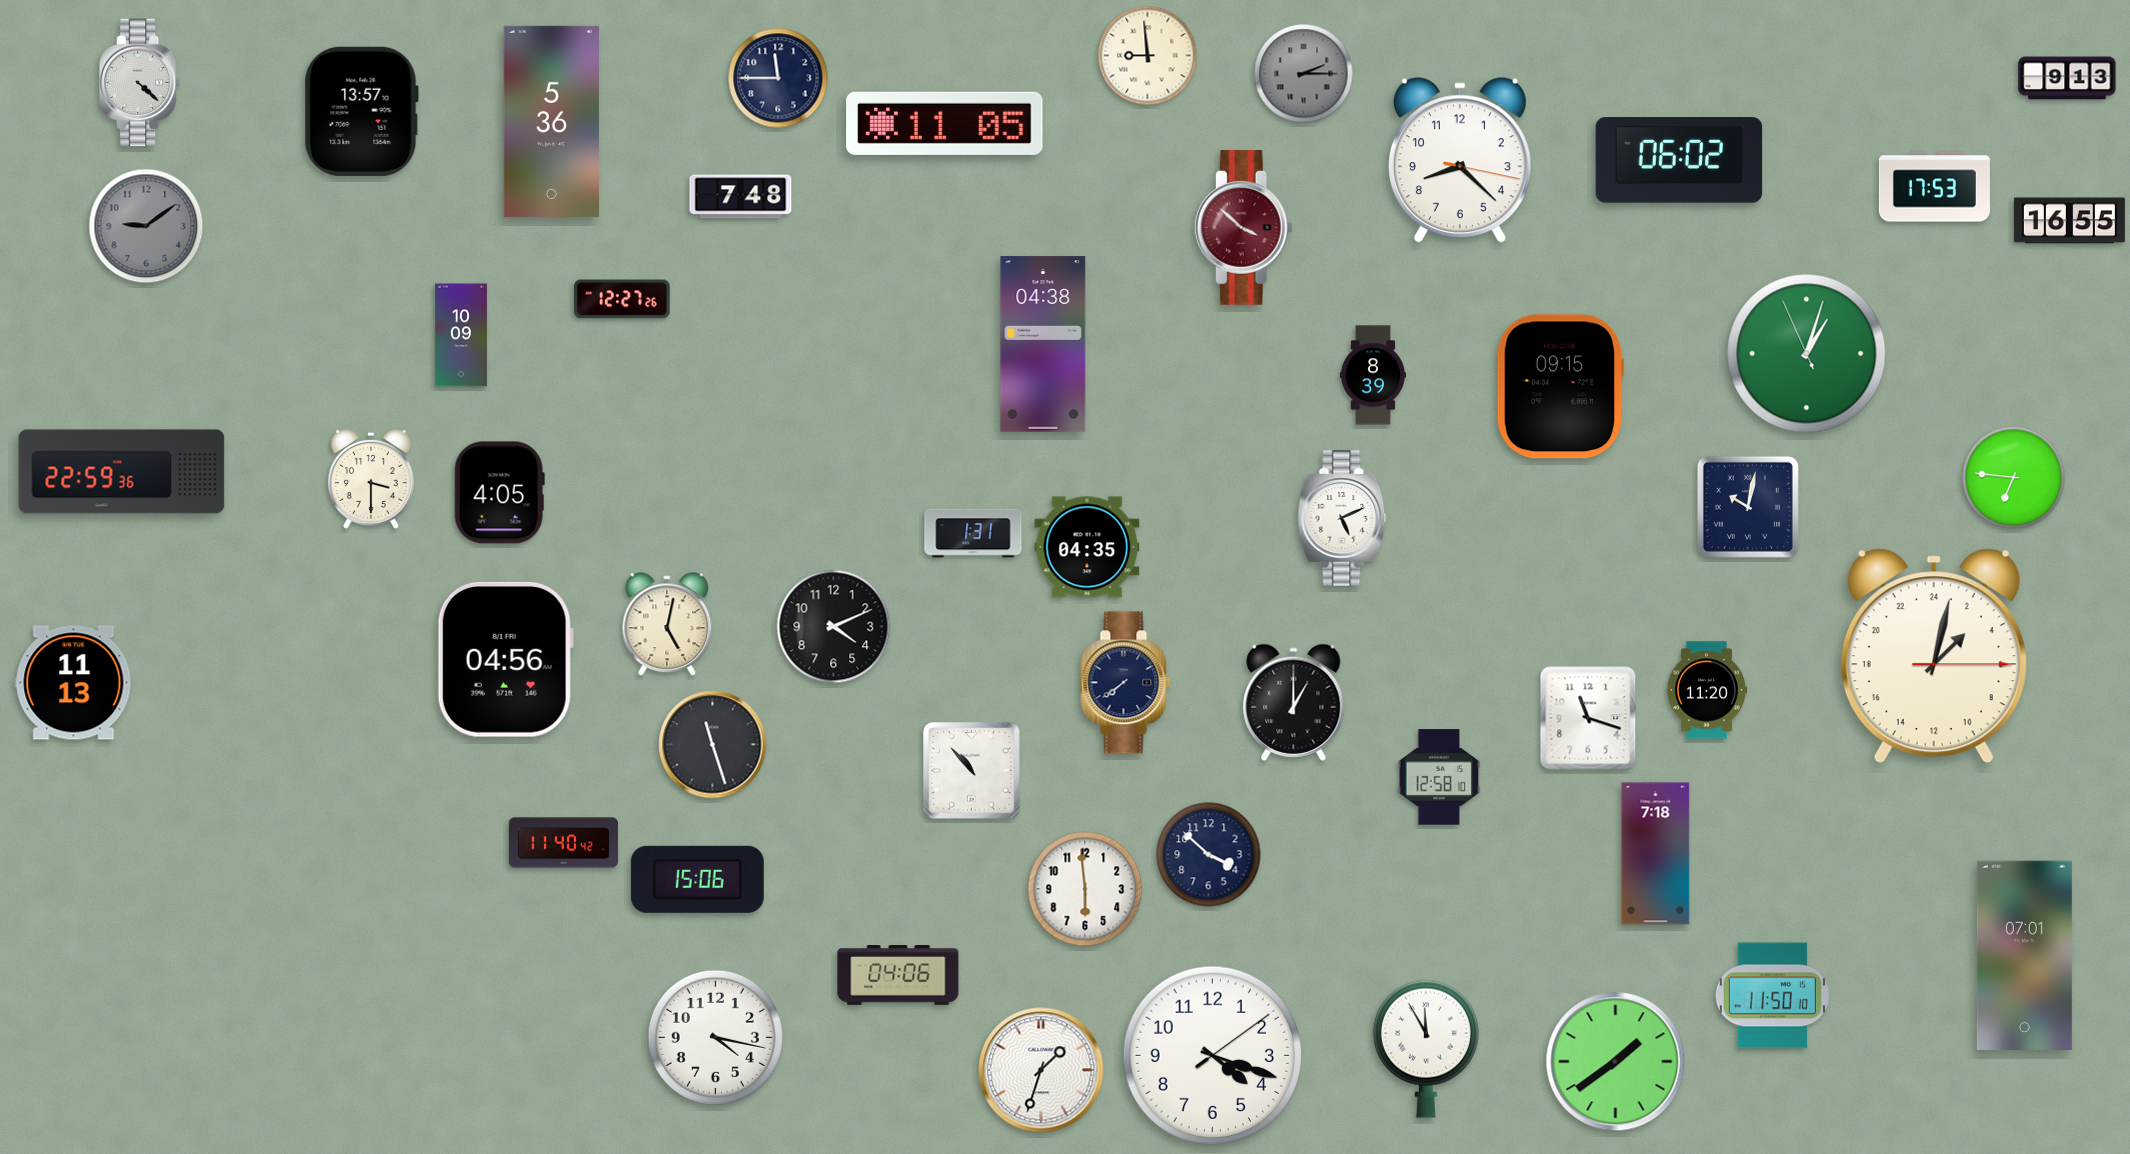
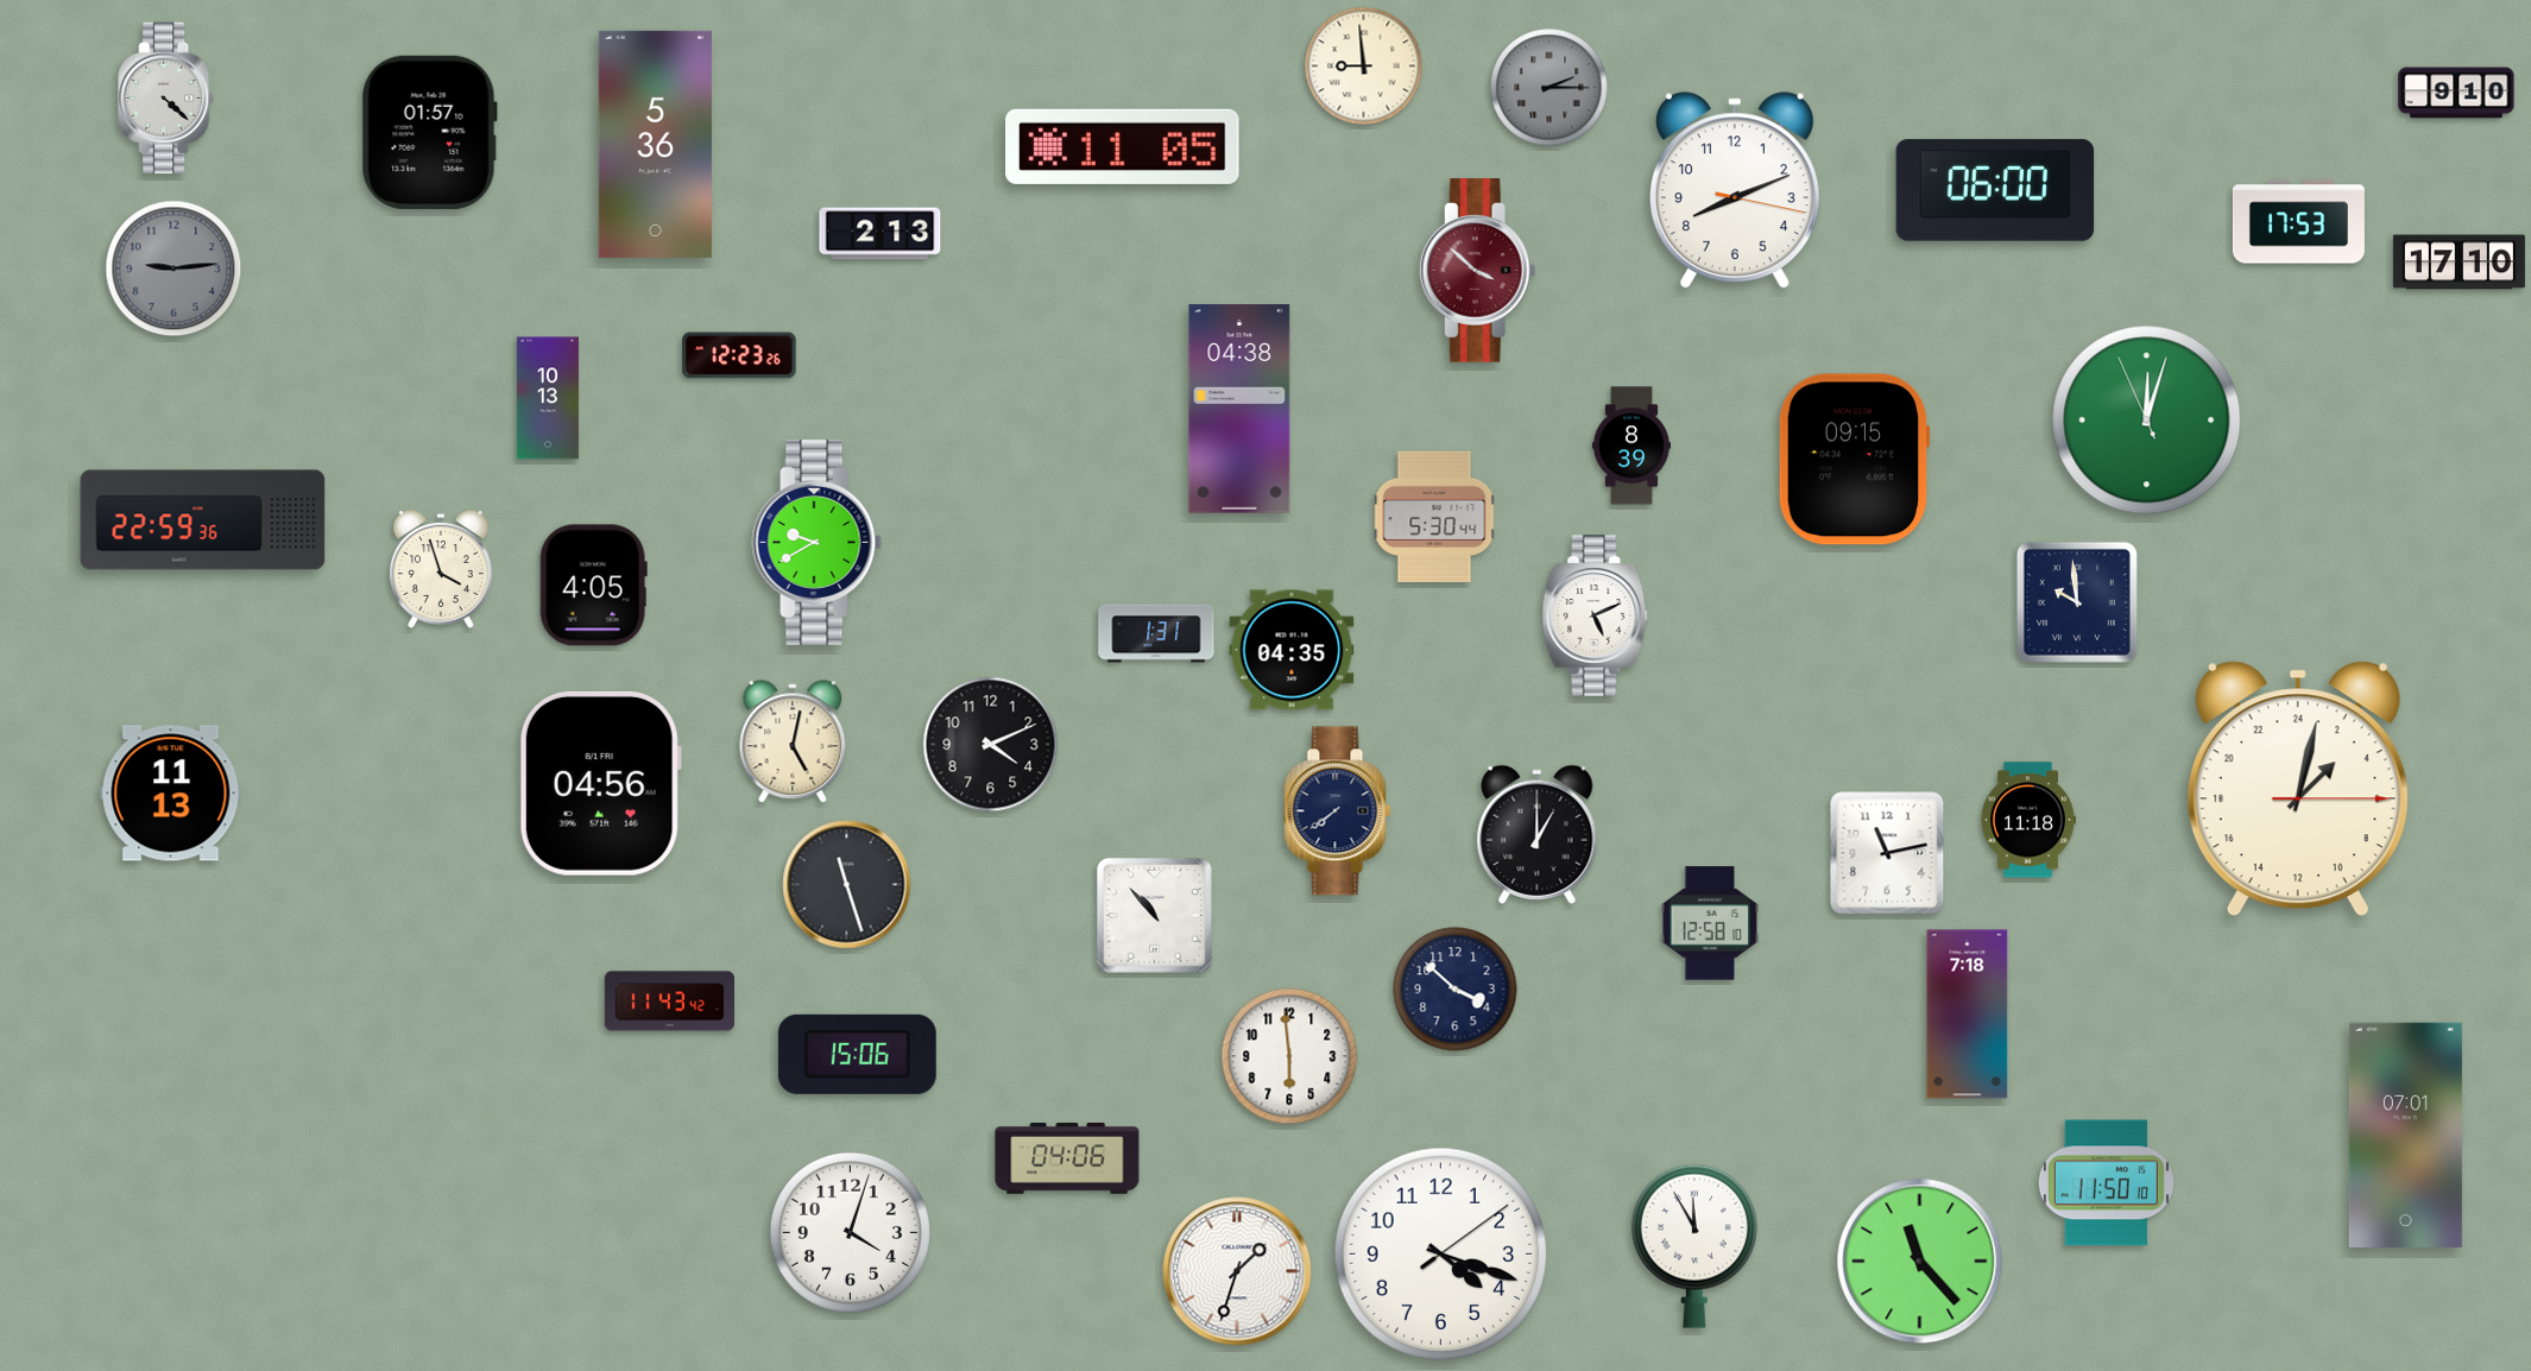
clock at (778, 78): 11:45 -> none
clock at (2067, 78): 9:13 -> 9:10
clock at (361, 111): 13:57 -> 01:57
clock at (1679, 160): 06:02 -> 06:00
clock at (1460, 161): 8:22 -> 8:11
clock at (741, 197): 7:48 -> 2:13
clock at (2069, 221): 16:55 -> 17:10
clock at (146, 226): 9:09 -> 9:14
clock at (622, 299): 12:27 -> 12:23
clock at (461, 335): 10:09 -> 10:13
clock at (1807, 354): 1:02 -> 12:02
clock at (1434, 517): none -> 5:30
clock at (818, 542): none -> 9:40
clock at (122, 472) position: (122, 472) -> (203, 520)
clock at (2014, 478): 6:46 -> none
clock at (371, 480): 3:30 -> 3:57
clock at (1748, 507): 10:02 -> 9:59
clock at (1934, 656) position: (1934, 656) -> (2298, 789)
clock at (74, 683) position: (74, 683) -> (171, 794)
clock at (1706, 690): 11:20 -> 11:18
clock at (1588, 718): 11:18 -> 11:13
clock at (563, 843): 11:40 -> 11:43
clock at (1209, 855) position: (1209, 855) -> (1456, 990)
clock at (697, 879) position: (697, 879) -> (857, 1054)
clock at (715, 1037): 4:17 -> 4:03
clock at (1616, 1062): 1:39 -> 11:23
